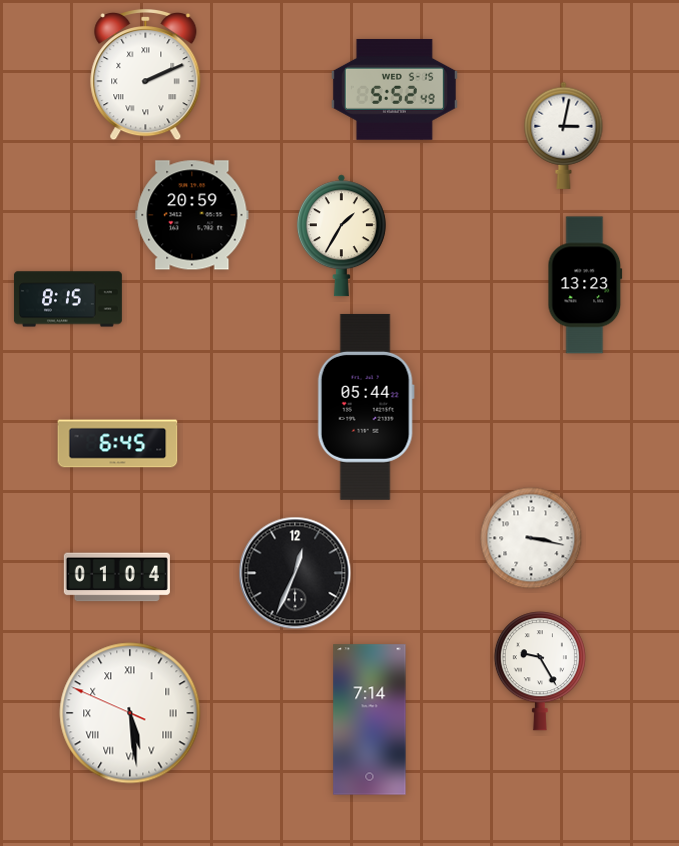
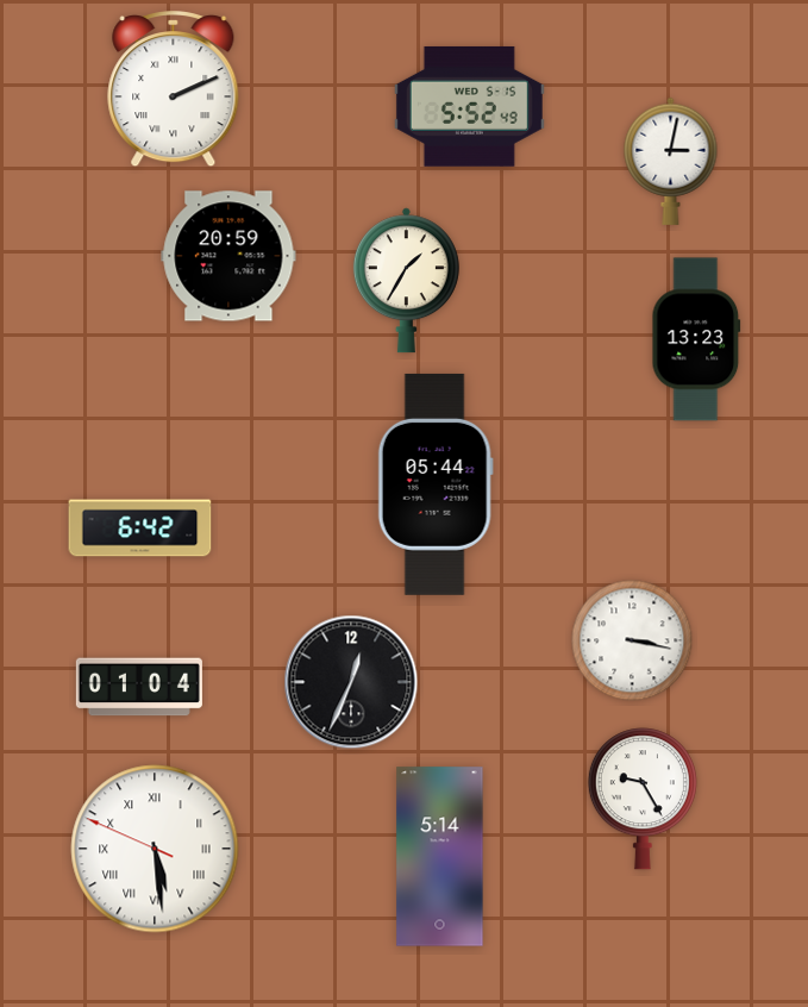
clock at (68, 299): 8:15 -> none
clock at (118, 444): 6:45 -> 6:42
clock at (370, 720): 7:14 -> 5:14
